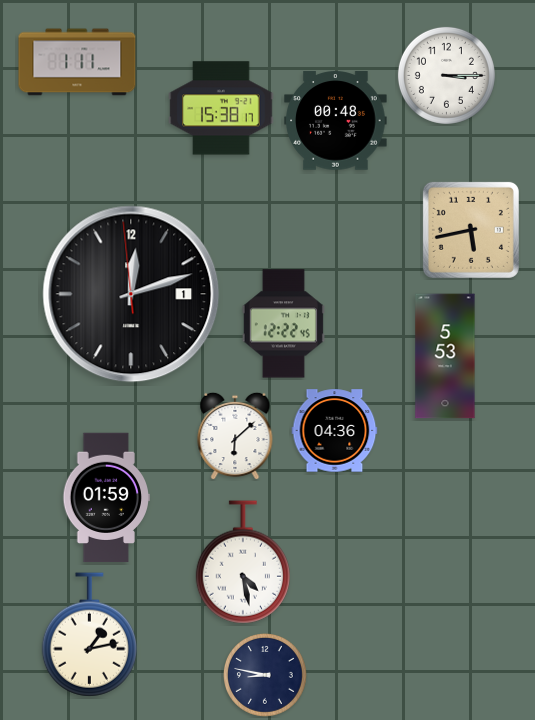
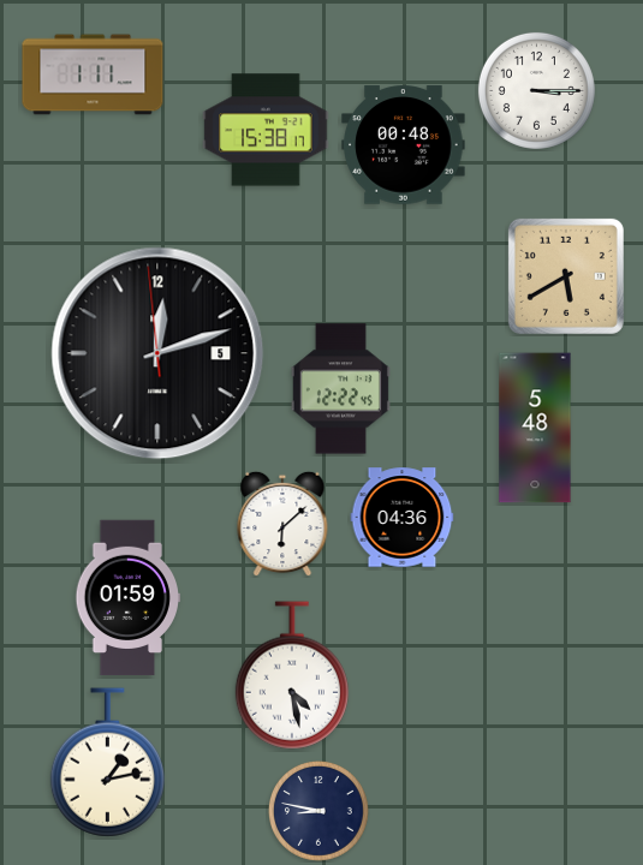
clock at (471, 230): 5:43 -> 5:40
clock at (131, 294) date: 1 -> 5
clock at (445, 356): 5:53 -> 5:48
